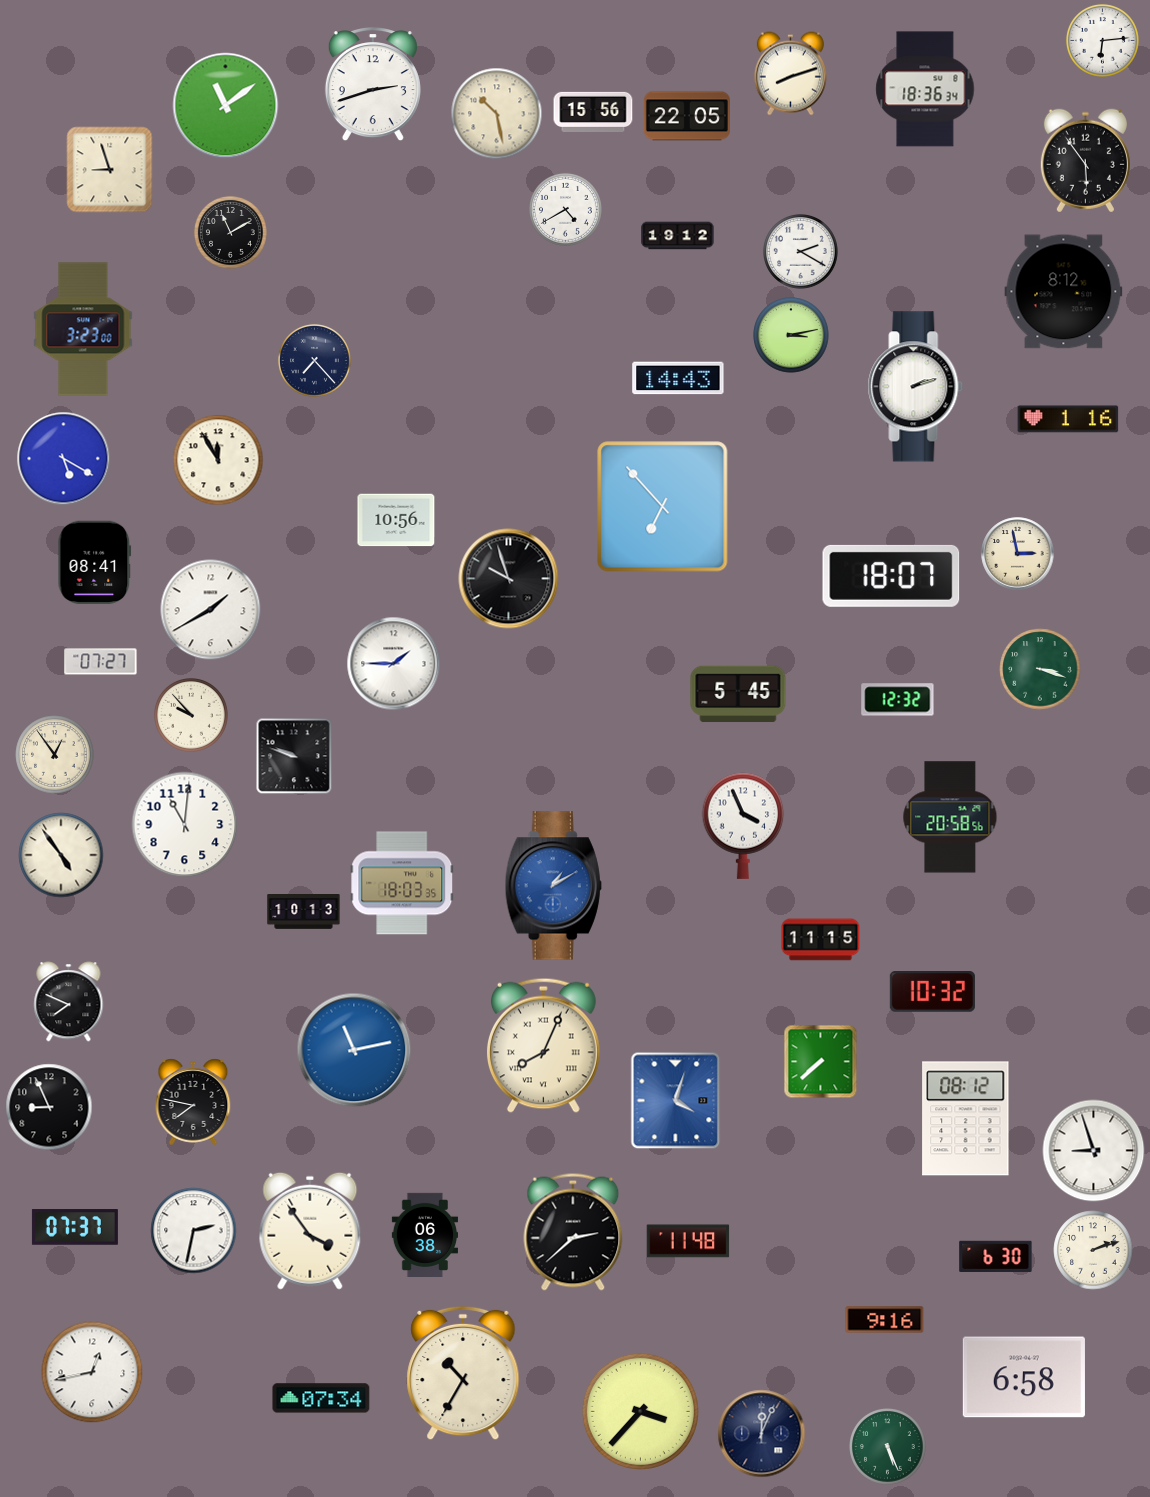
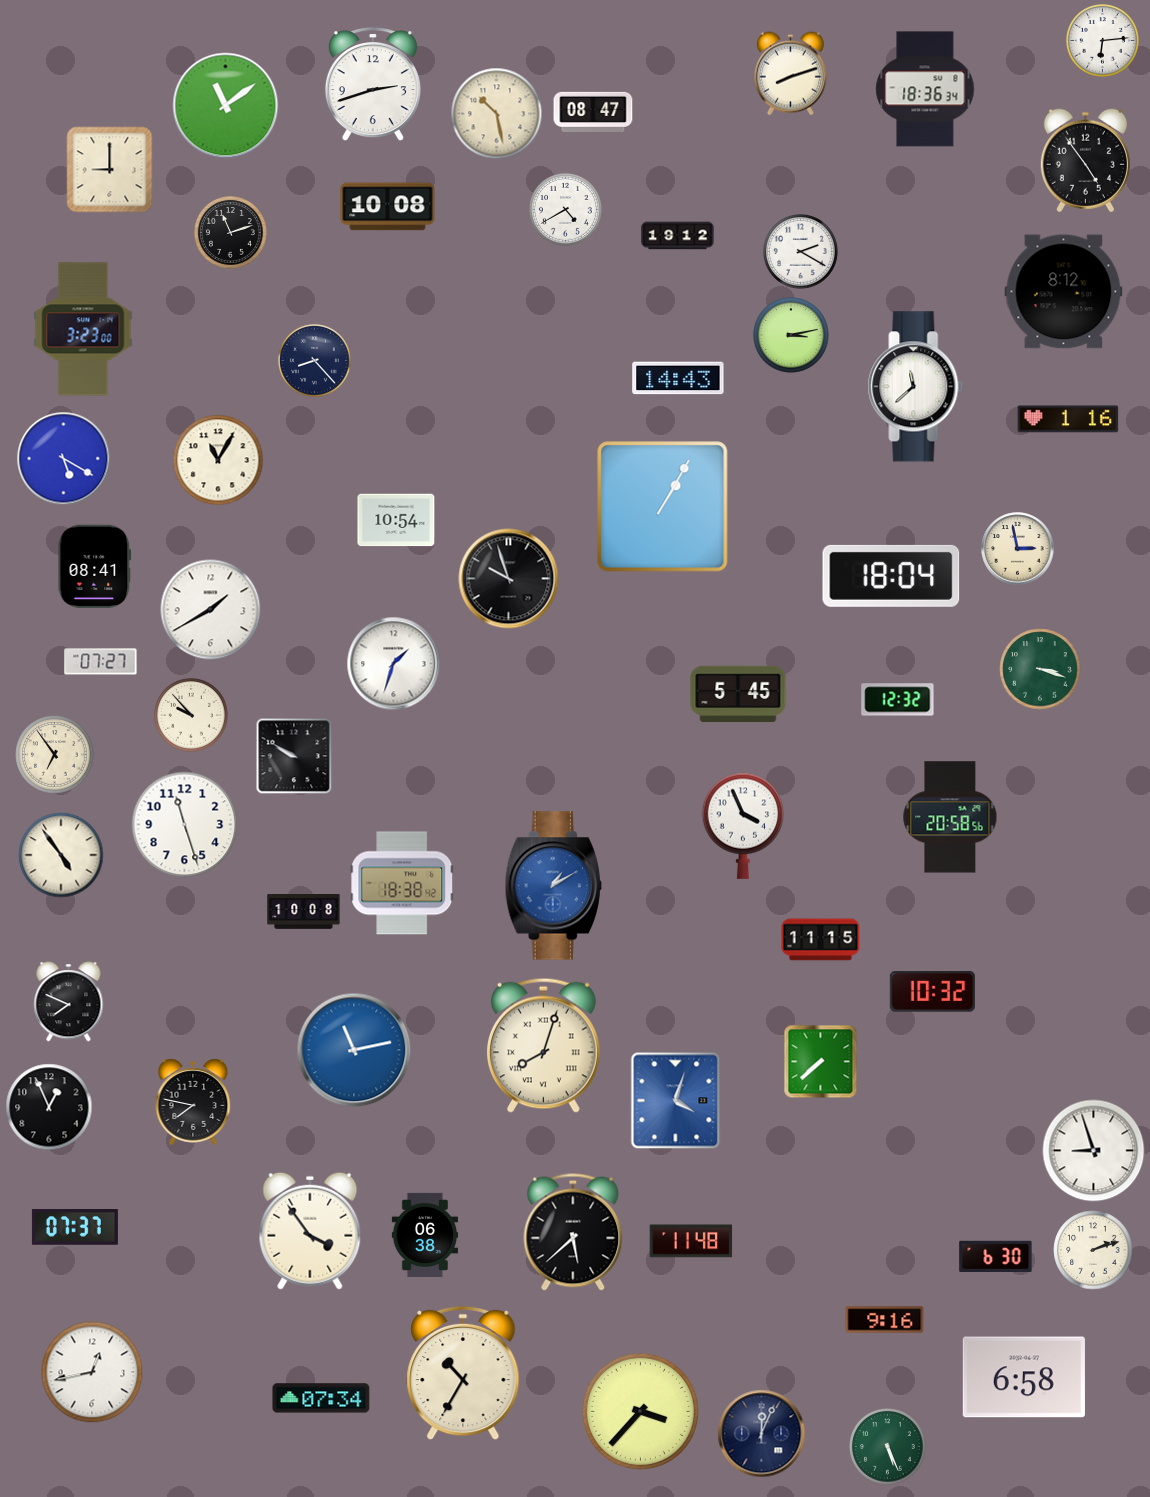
clock at (593, 111): 15:56 -> 08:47
clock at (687, 116): 22:05 -> none
clock at (1085, 161): 5:54 -> 4:54
clock at (110, 170): 8:57 -> 9:00
clock at (388, 207): none -> 10:08
clock at (230, 232): 11:10 -> 11:12
clock at (314, 360): 7:23 -> 8:23
clock at (916, 387): 2:12 -> 11:38
clock at (218, 460): 11:55 -> 11:05
clock at (663, 507): 6:53 -> 1:05
clock at (396, 520): 10:56 -> 10:54
clock at (1018, 554) position: (1018, 554) -> (1018, 549)
clock at (95, 563) position: (95, 563) -> (95, 567)
clock at (891, 576): 18:07 -> 18:04
clock at (394, 664): 1:45 -> 1:33
clock at (55, 755): 12:54 -> 6:54
clock at (294, 756): 9:48 -> 9:50
clock at (185, 825): 11:01 -> 11:27
clock at (402, 883): 18:03 -> 18:38
clock at (304, 912): 10:13 -> 10:08
clock at (543, 1045): 8:04 -> 8:03
clock at (49, 1107): 8:56 -> 12:56
clock at (966, 1119): 08:12 -> none
clock at (194, 1231): 2:32 -> none
clock at (573, 1232): 2:38 -> 5:38
clock at (688, 1241) position: (688, 1241) -> (691, 1241)
